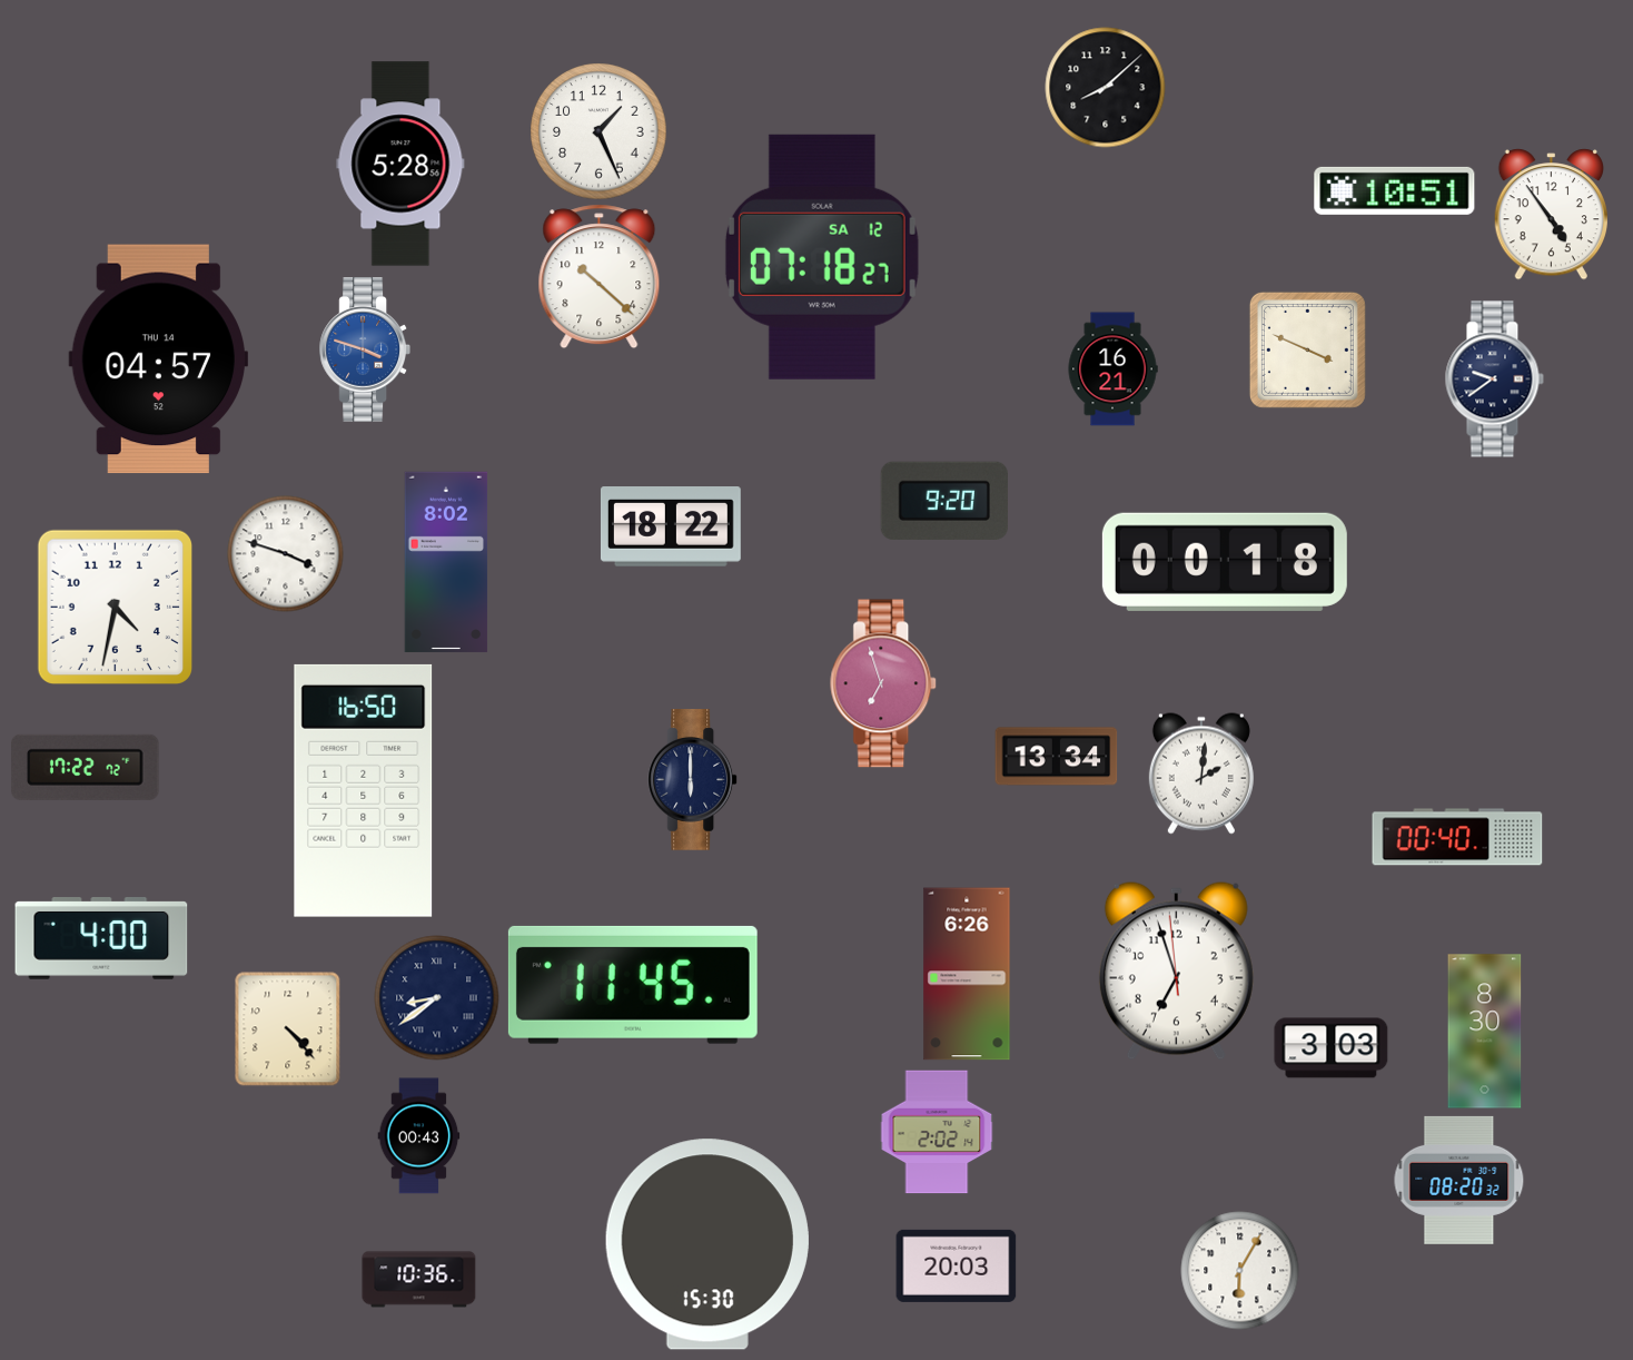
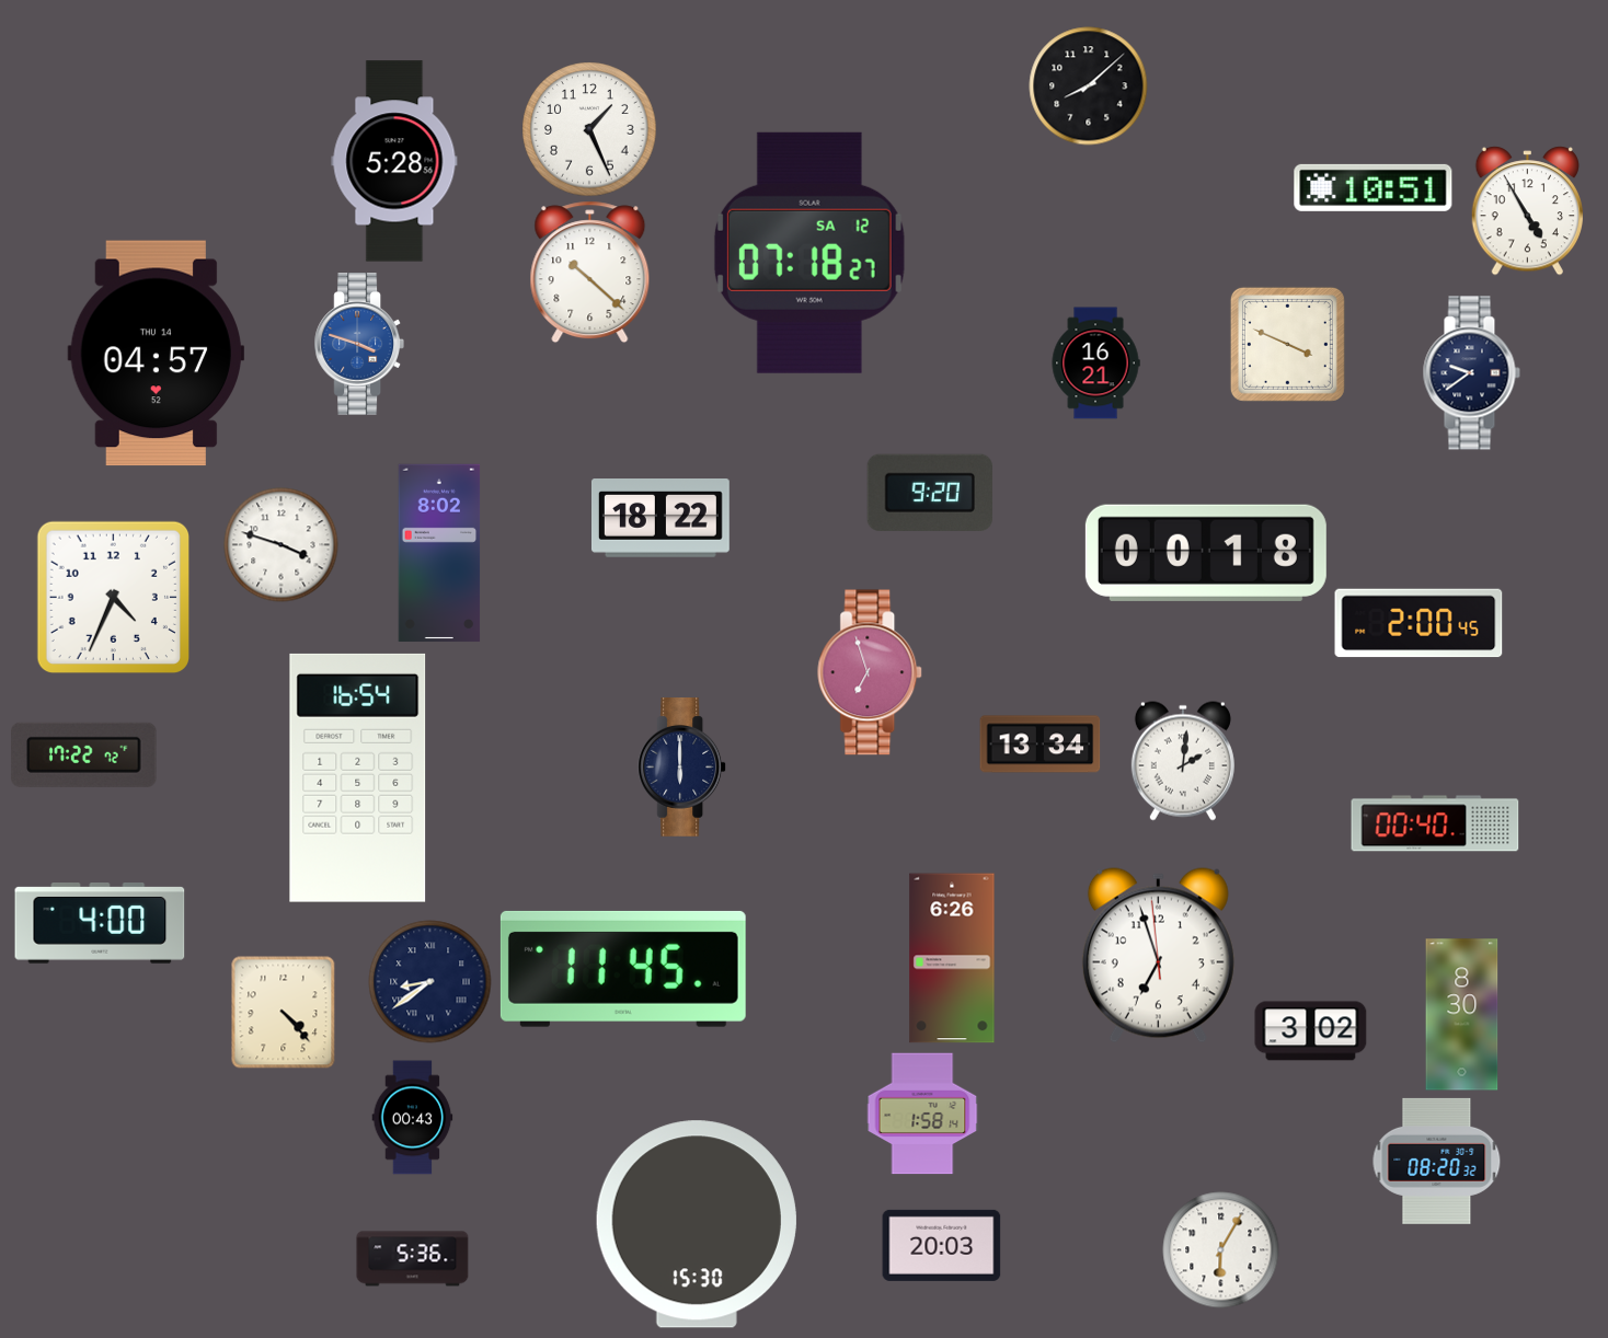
clock at (1551, 215): 4:54 -> 4:55
clock at (115, 607): 4:32 -> 4:34
clock at (1419, 623): none -> 2:00
clock at (364, 790): 16:50 -> 16:54
clock at (1332, 1048): 3:03 -> 3:02
clock at (937, 1132): 2:02 -> 1:58
clock at (419, 1280): 10:36 -> 5:36
